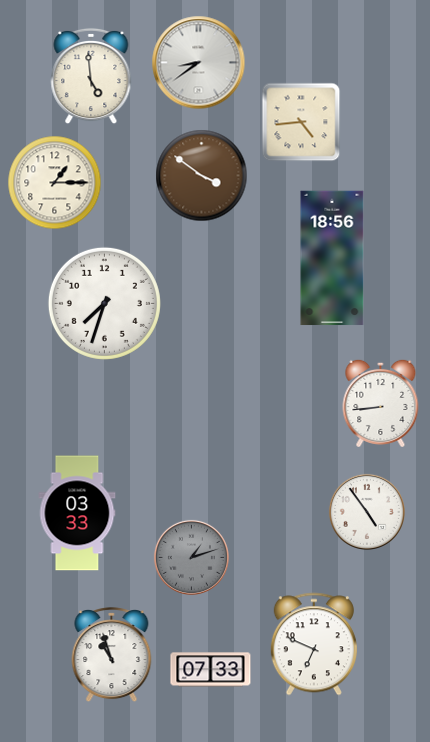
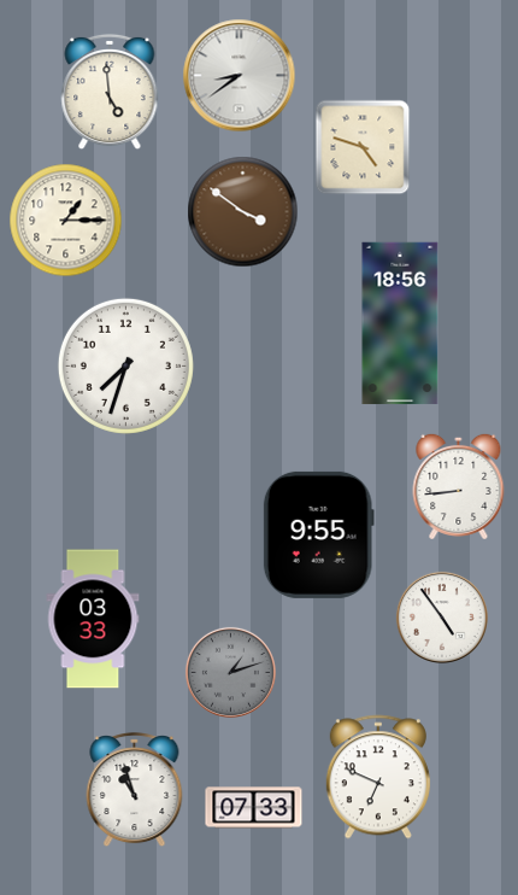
clock at (301, 122): 4:44 -> 4:48
clock at (332, 258) position: (332, 258) -> (400, 323)
clock at (318, 534): none -> 9:55
